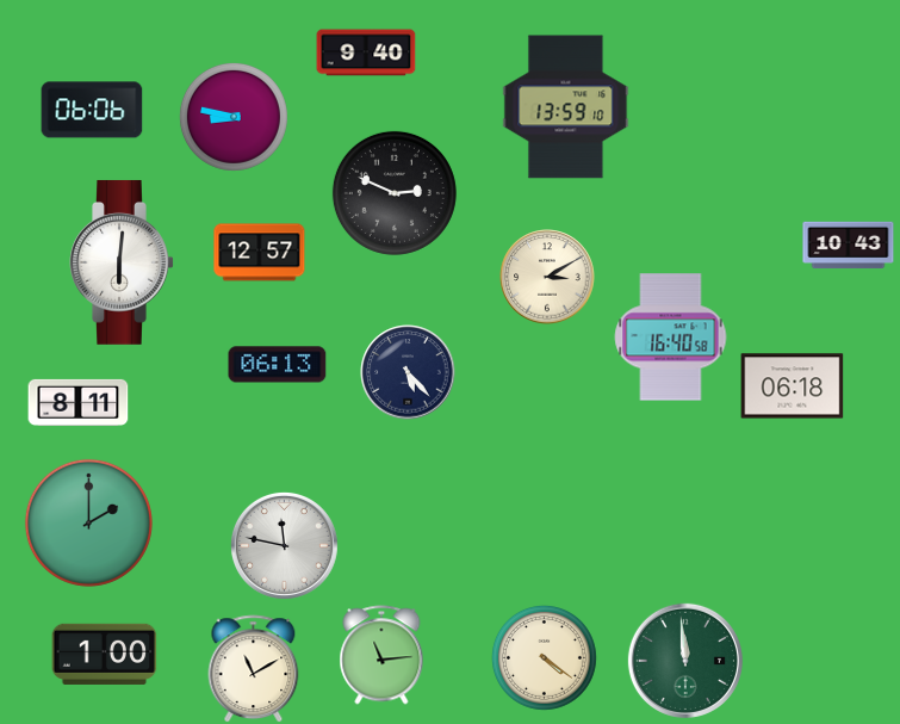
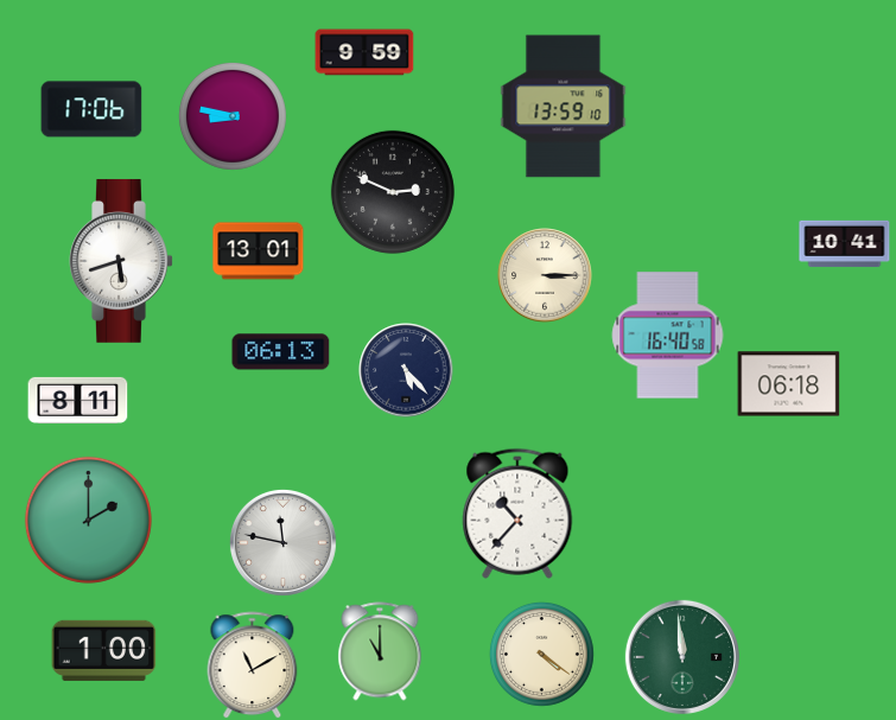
clock at (366, 52): 9:40 -> 9:59
clock at (92, 110): 06:06 -> 17:06
clock at (849, 246): 10:43 -> 10:41
clock at (260, 253): 12:57 -> 13:01
clock at (122, 262): 6:01 -> 5:42
clock at (547, 277): 3:10 -> 3:15
clock at (278, 365) position: (278, 365) -> (281, 352)
clock at (517, 514): none -> 10:37
clock at (381, 655): 11:14 -> 11:00
